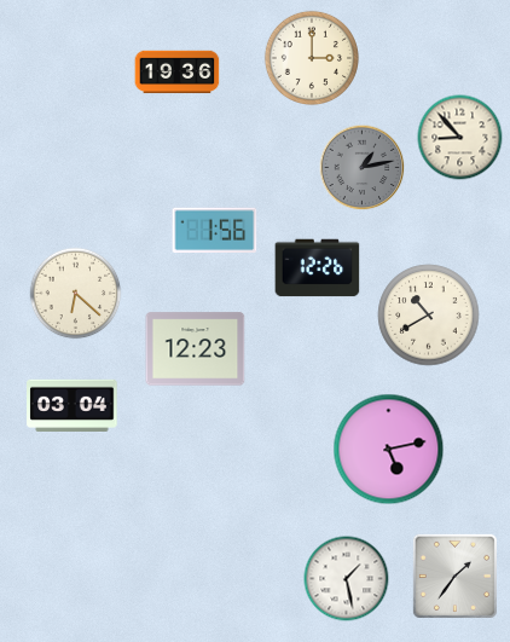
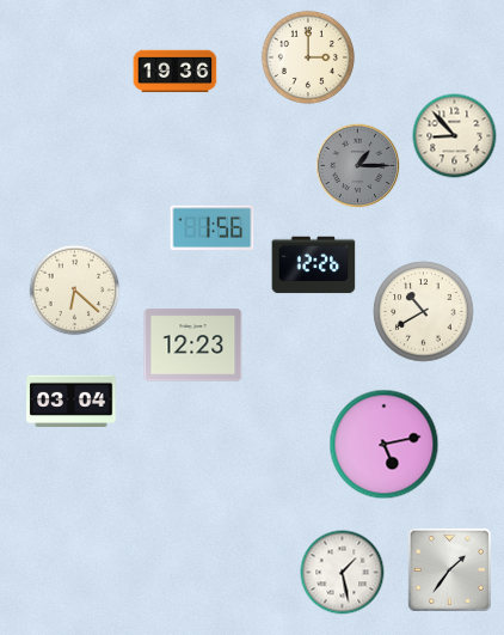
clock at (363, 168): 1:13 -> 1:15
